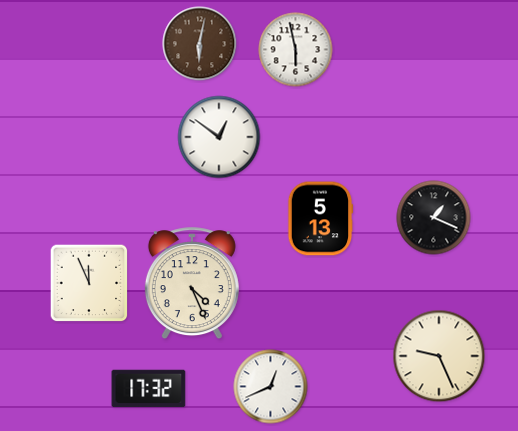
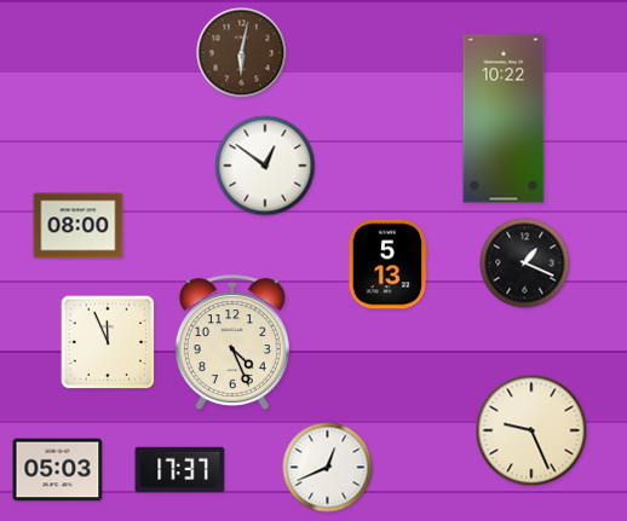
clock at (296, 50): 5:58 -> none
clock at (504, 118): none -> 10:22
clock at (79, 226): none -> 08:00
clock at (58, 470): none -> 05:03
clock at (149, 389): 17:32 -> 17:37
